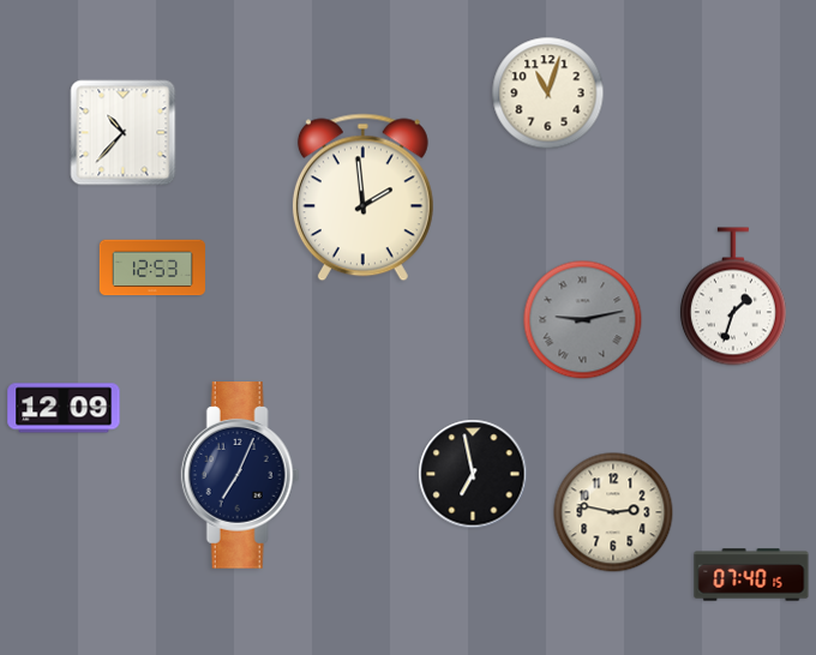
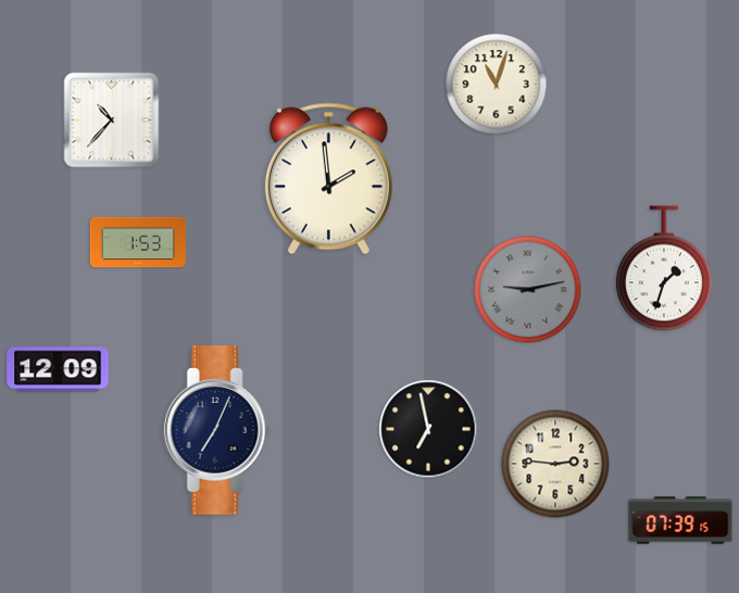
clock at (152, 268): 12:53 -> 1:53
clock at (613, 512): 2:47 -> 2:46
clock at (751, 575): 07:40 -> 07:39
